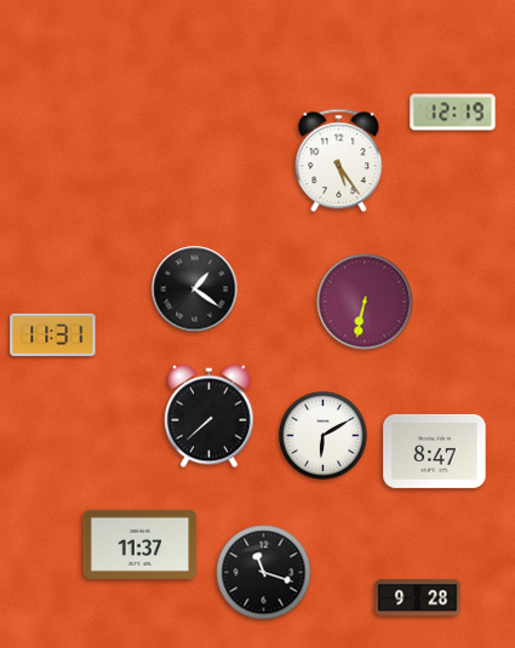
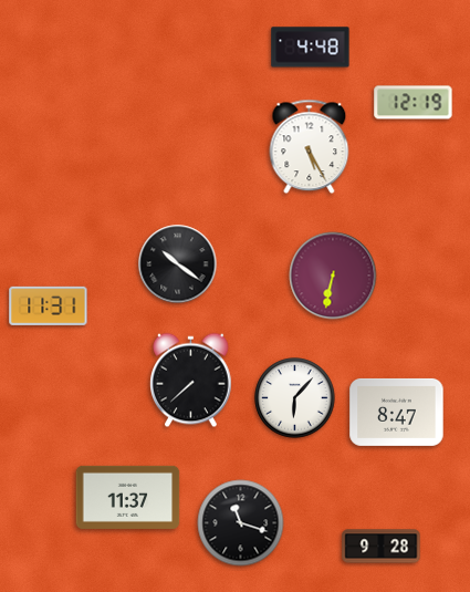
clock at (311, 48): none -> 4:48
clock at (339, 161): 5:24 -> 5:25
clock at (195, 289): 1:21 -> 10:21
clock at (324, 436): 6:10 -> 6:07
